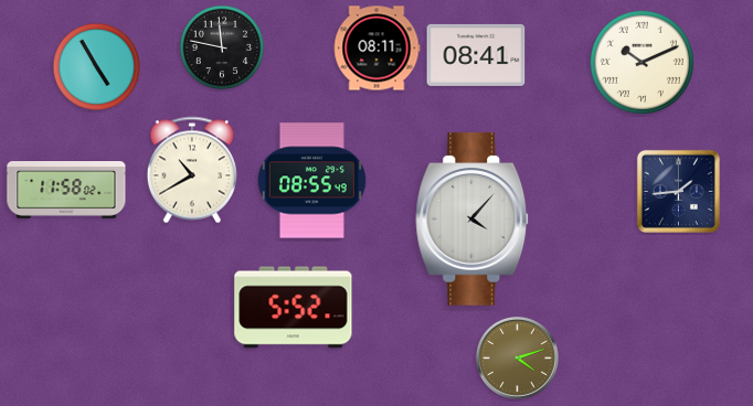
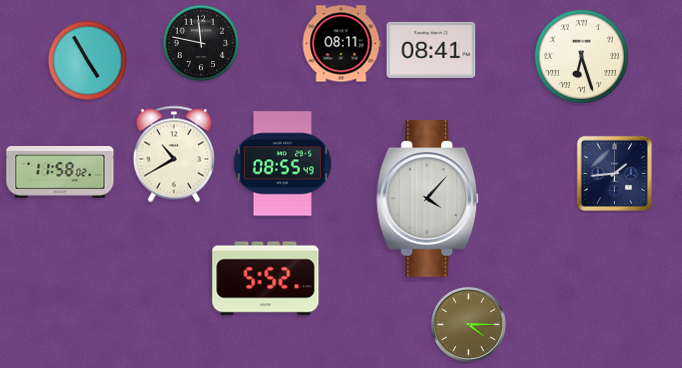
clock at (641, 62): 10:11 -> 6:27
clock at (517, 357): 4:12 -> 4:15
